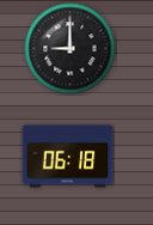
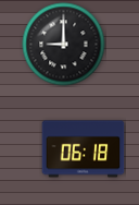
clock at (68, 157) position: (68, 157) -> (84, 149)
